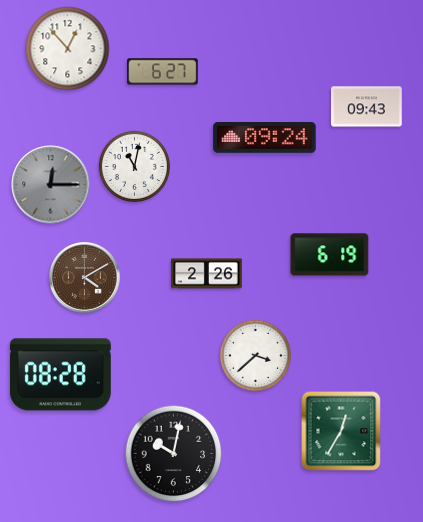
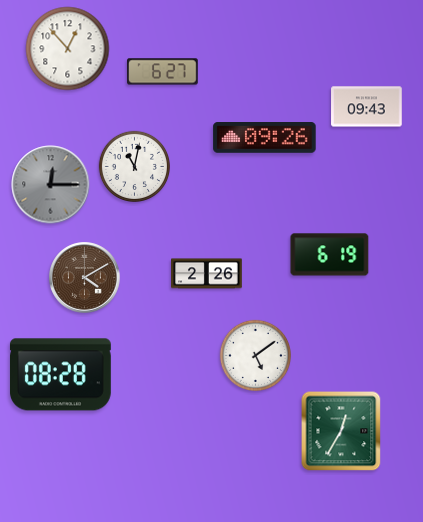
clock at (265, 138): 09:24 -> 09:26
clock at (255, 355): 3:38 -> 5:09
clock at (174, 454): 10:02 -> none
